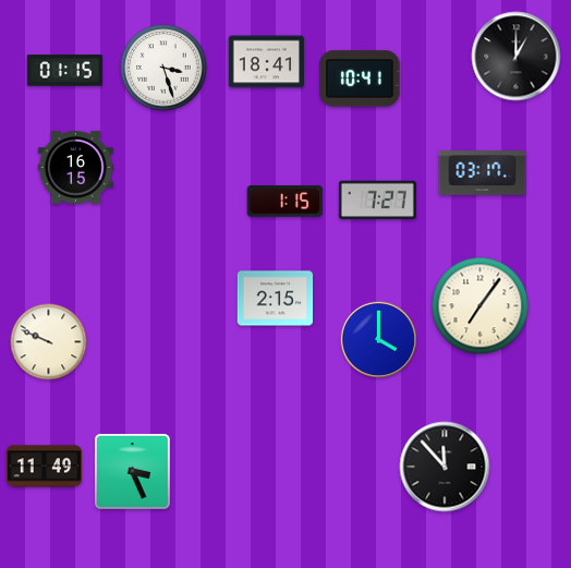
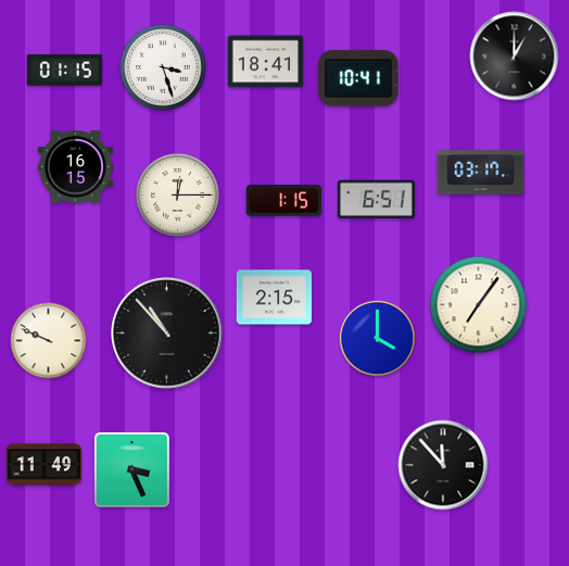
clock at (177, 194): none -> 12:15
clock at (377, 200): 7:27 -> 6:51
clock at (167, 334): none -> 10:53
